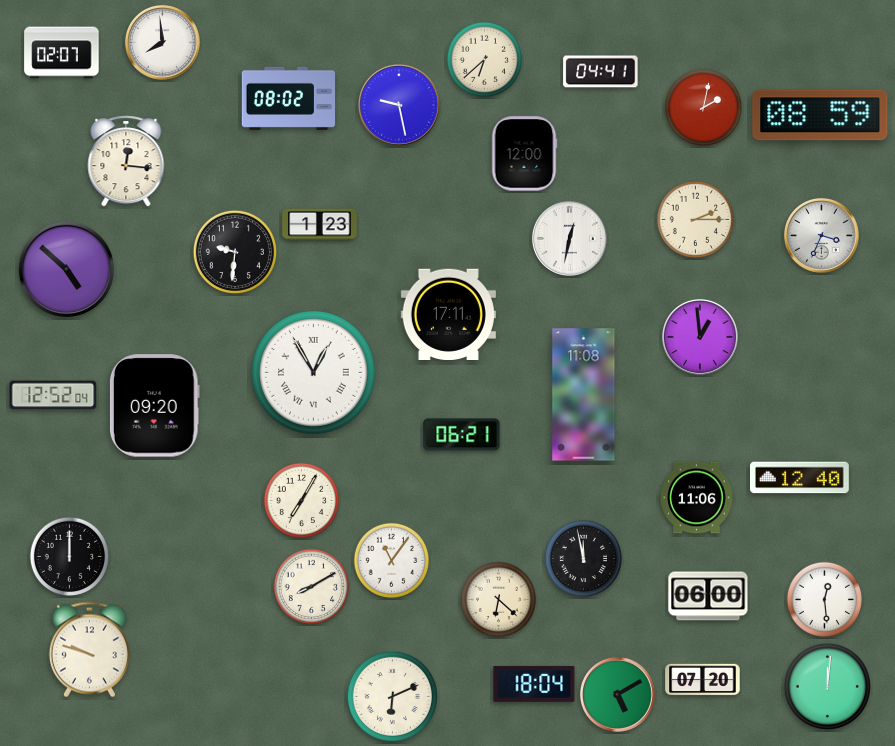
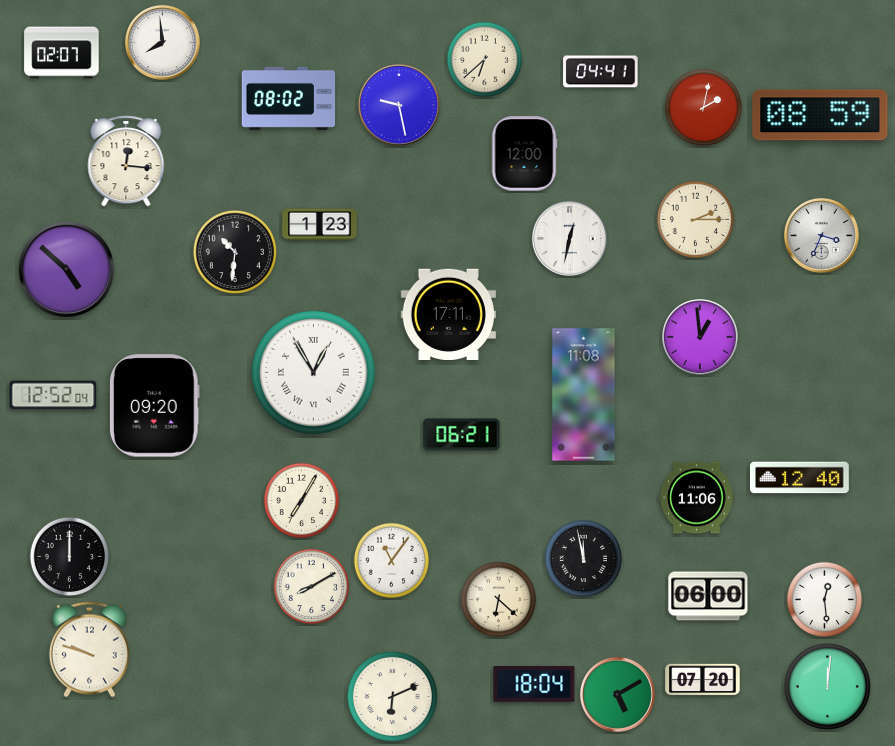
clock at (235, 252): 9:31 -> 10:31
